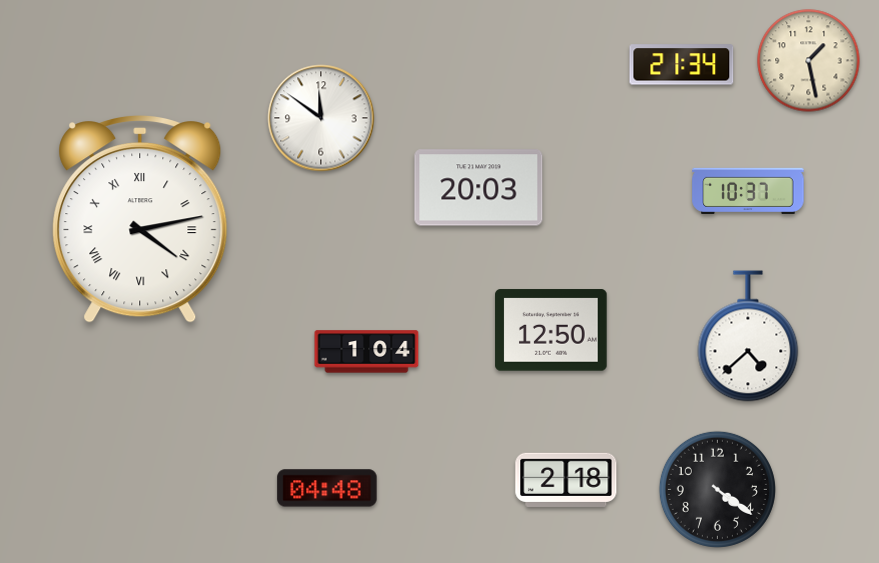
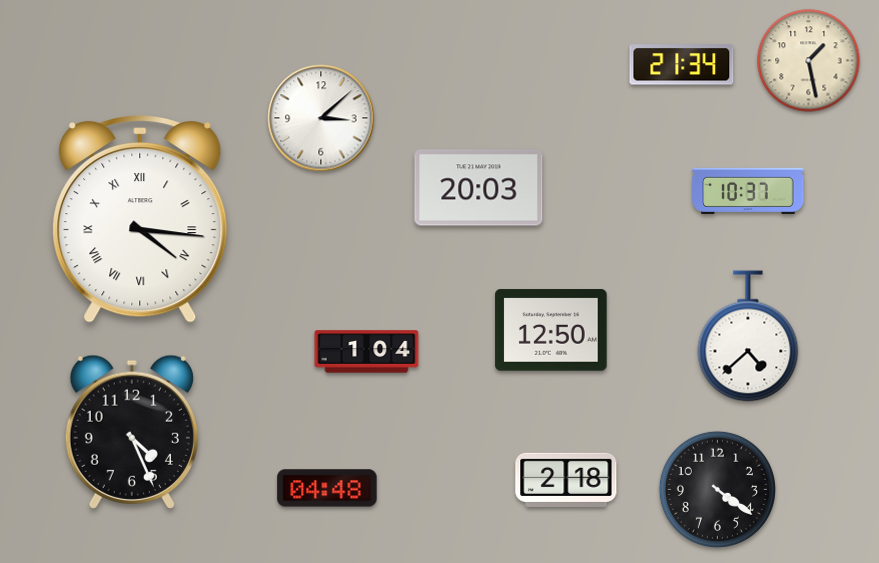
clock at (321, 118): 11:51 -> 3:08
clock at (140, 220): 4:13 -> 4:16
clock at (132, 432): none -> 4:26
